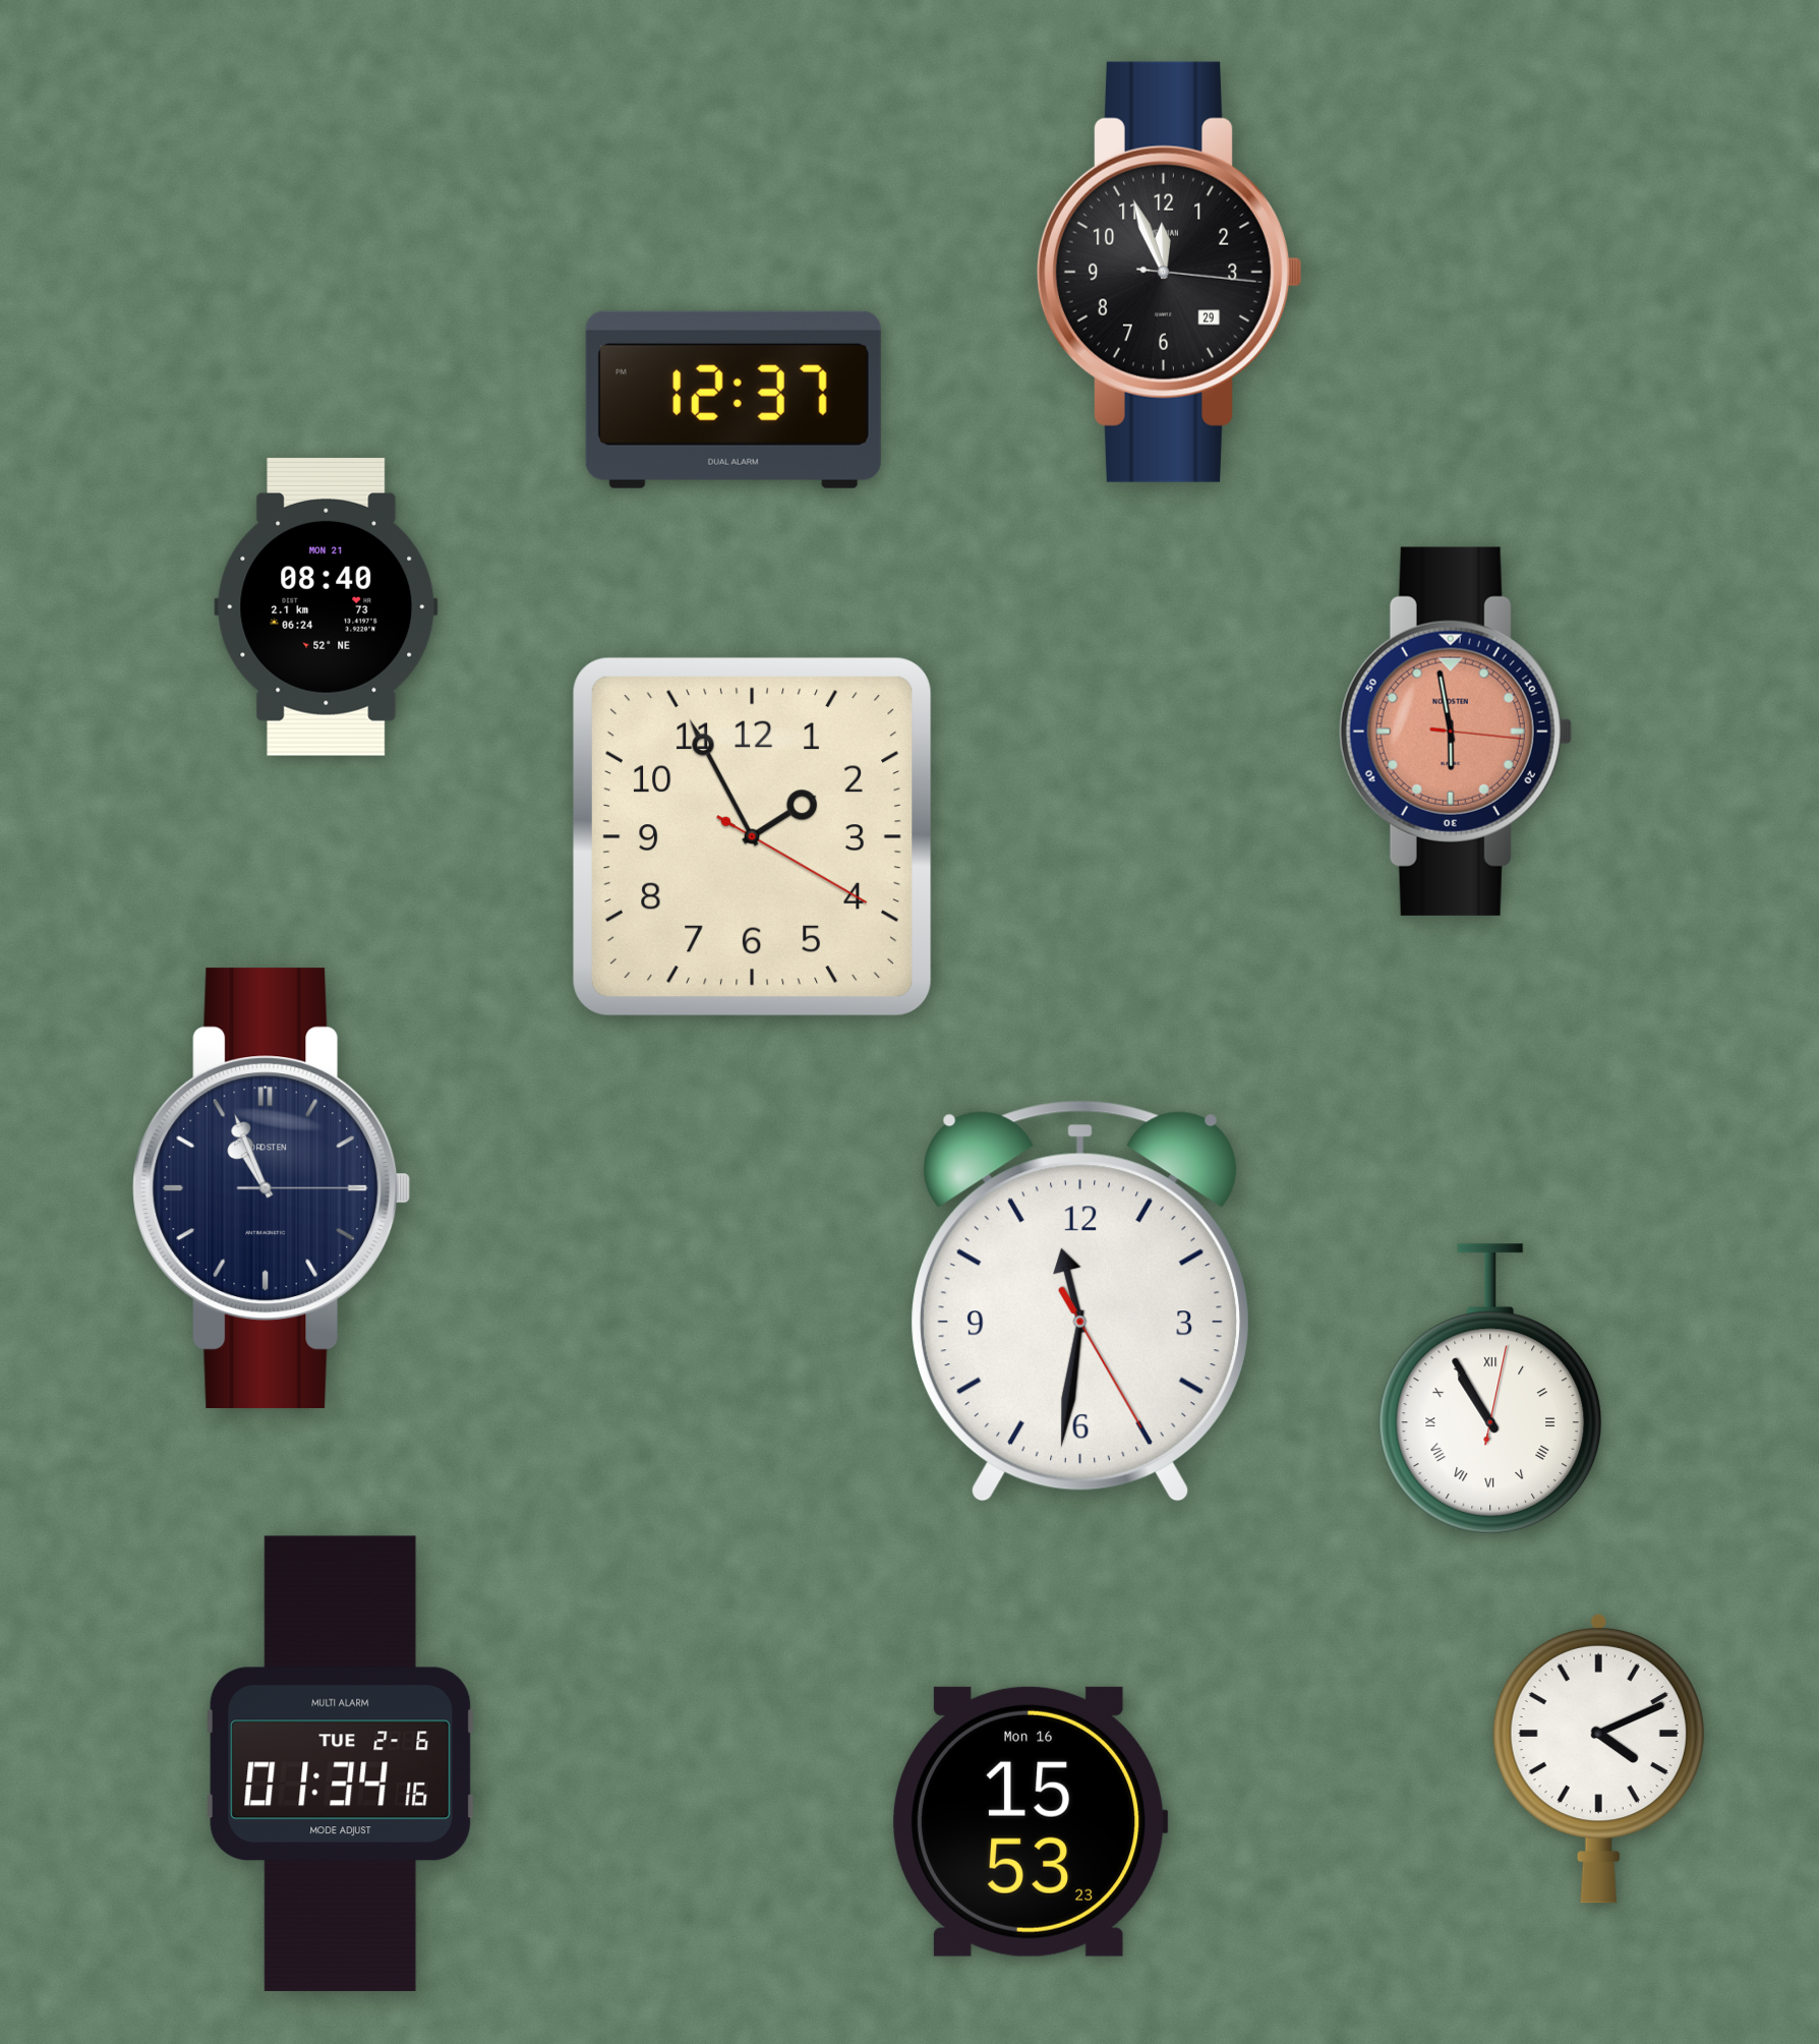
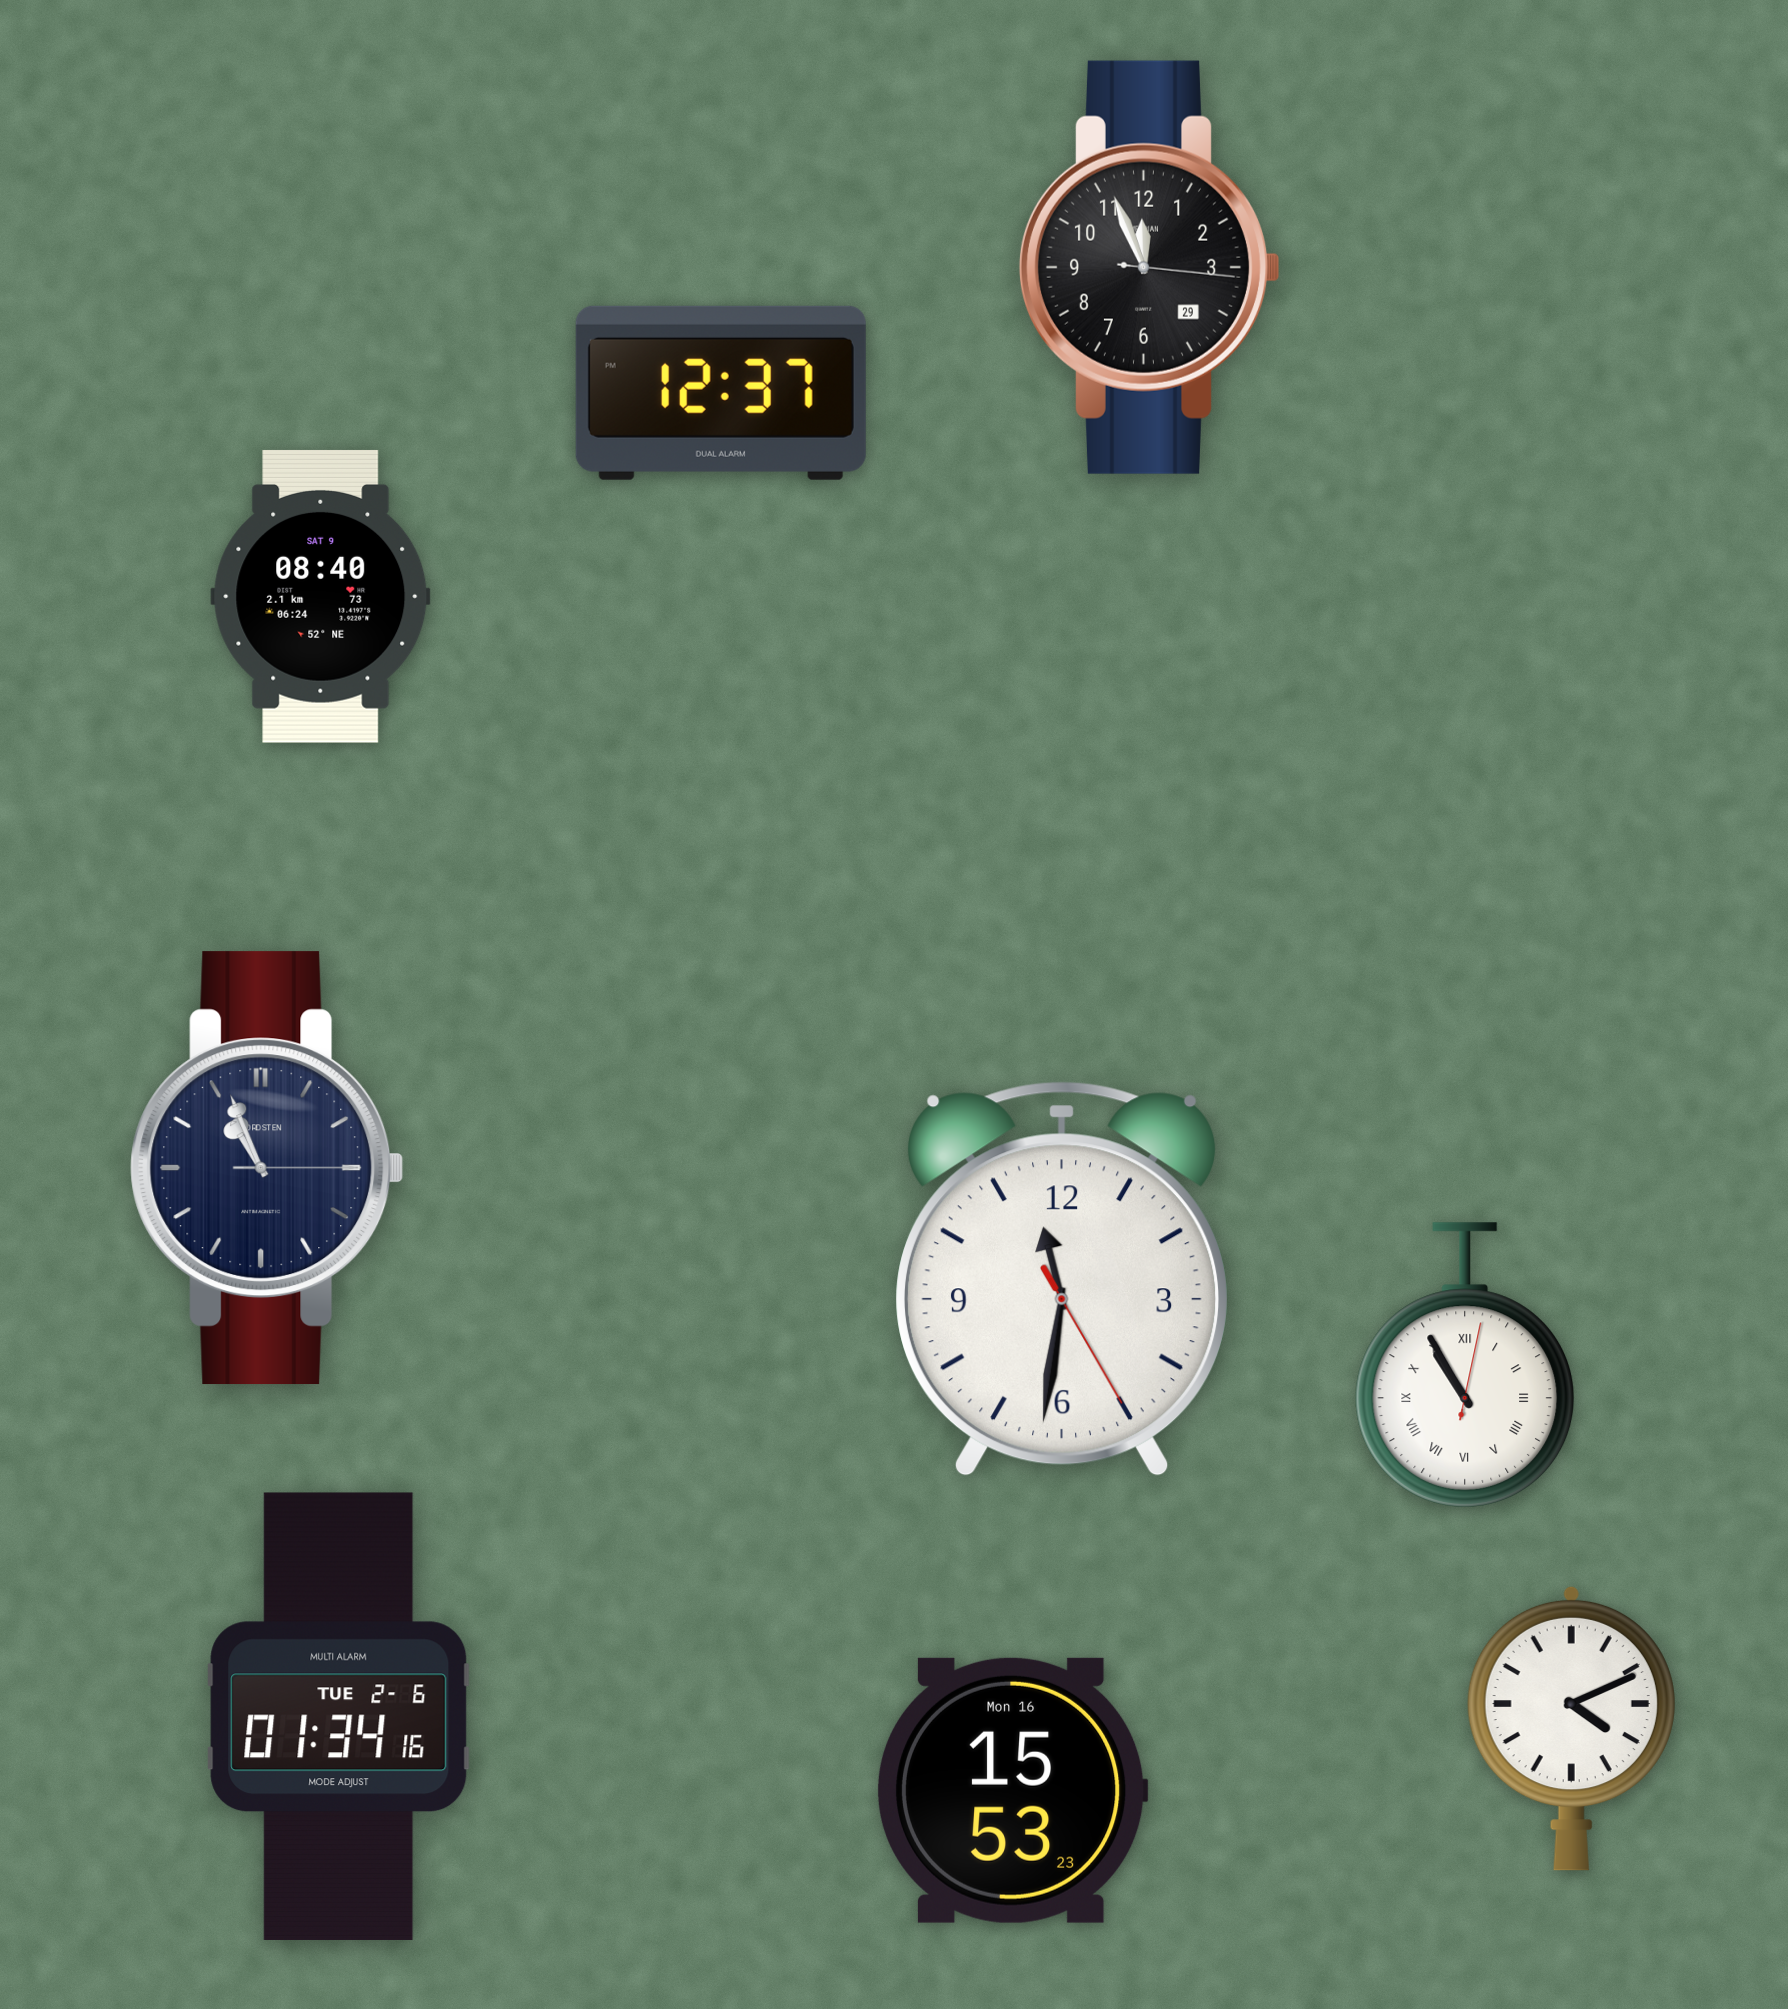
clock at (327, 606) date: MON 21 -> SAT 9
clock at (1456, 732): 5:58 -> none
clock at (753, 837): 1:55 -> none
clock at (341, 1763) position: (341, 1763) -> (339, 1716)
